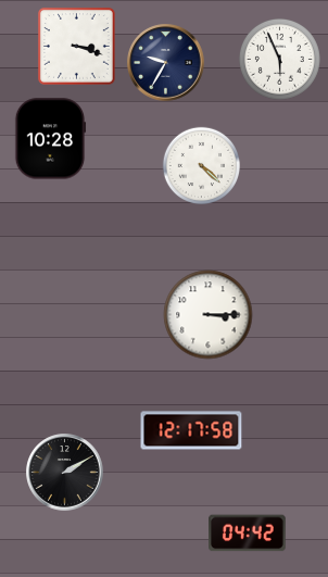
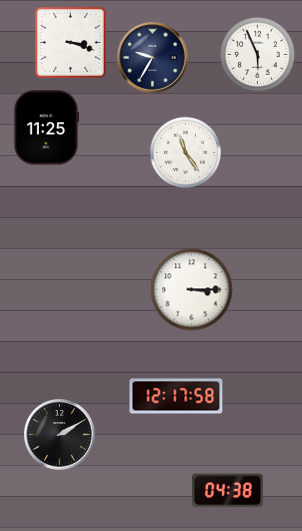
clock at (50, 139): 10:28 -> 11:25
clock at (201, 165): 4:22 -> 11:24
clock at (248, 534): 04:42 -> 04:38
